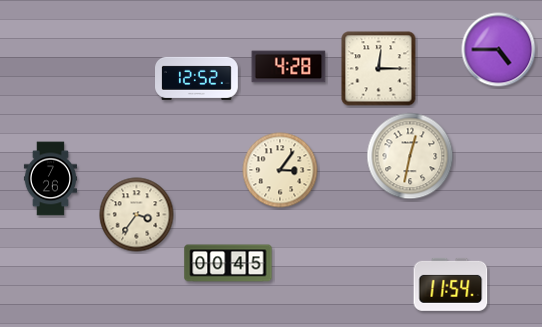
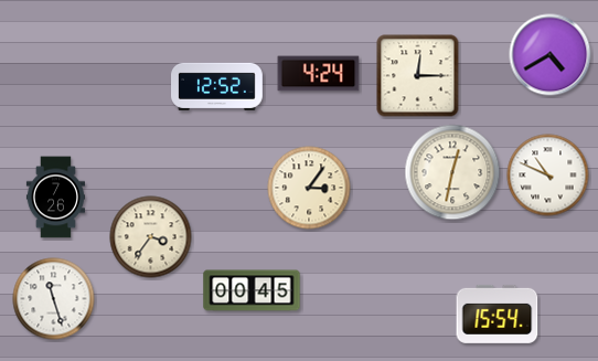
clock at (499, 50): 4:45 -> 4:40
clock at (289, 67): 4:28 -> 4:24
clock at (548, 176): none -> 10:49
clock at (54, 299): none -> 11:27
clock at (451, 284): 11:54 -> 15:54
